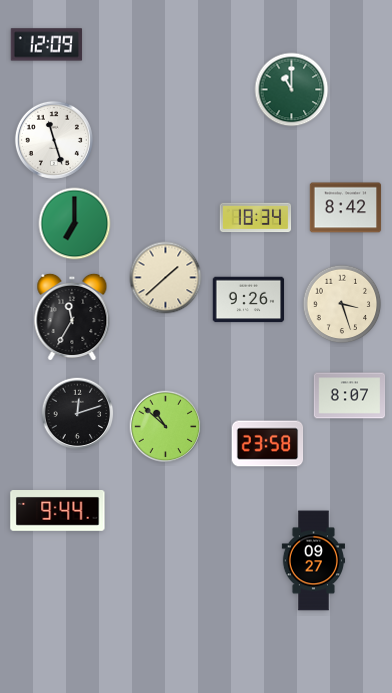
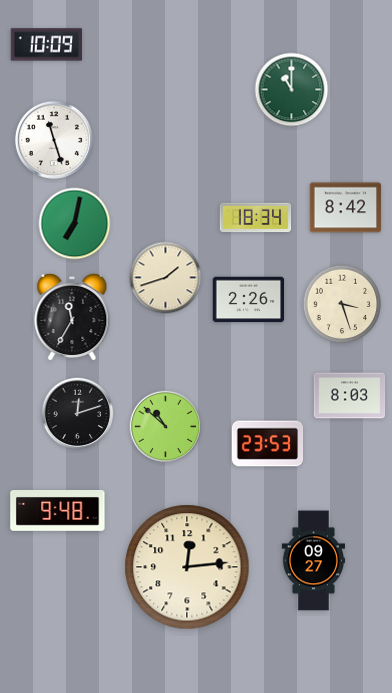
clock at (47, 45): 12:09 -> 10:09
clock at (75, 224): 7:00 -> 7:02
clock at (166, 278): 1:38 -> 1:42
clock at (249, 300): 9:26 -> 2:26
clock at (350, 396): 8:07 -> 8:03
clock at (268, 444): 23:58 -> 23:53
clock at (58, 511): 9:44 -> 9:48
clock at (187, 567): none -> 12:14
